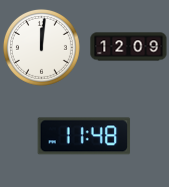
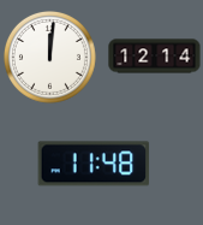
clock at (129, 47): 12:09 -> 12:14
clock at (84, 136) position: (84, 136) -> (94, 164)
